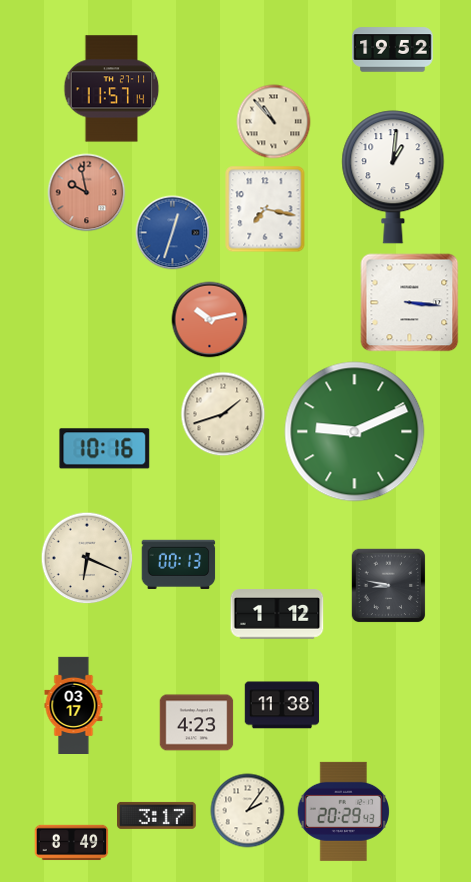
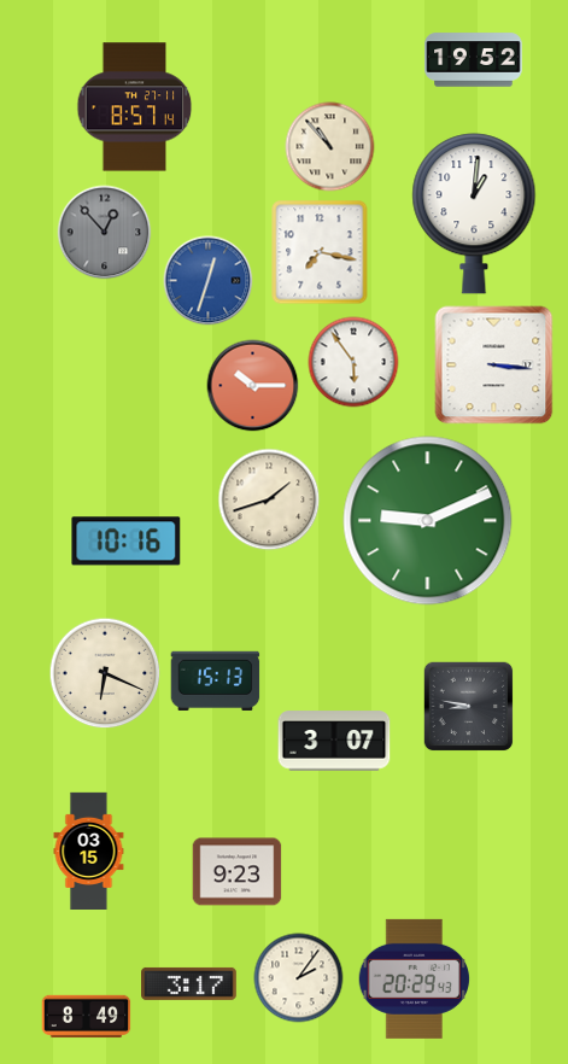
clock at (112, 89): 11:57 -> 8:57
clock at (87, 193): 9:58 -> 12:53
clock at (87, 193) dial: salmon -> grey
clock at (353, 362): none -> 5:54
clock at (210, 320): 10:13 -> 10:15
clock at (179, 564): 00:13 -> 15:13
clock at (277, 614): 1:12 -> 3:07
clock at (74, 705): 03:17 -> 03:15
clock at (282, 705): 11:38 -> none
clock at (197, 723): 4:23 -> 9:23
